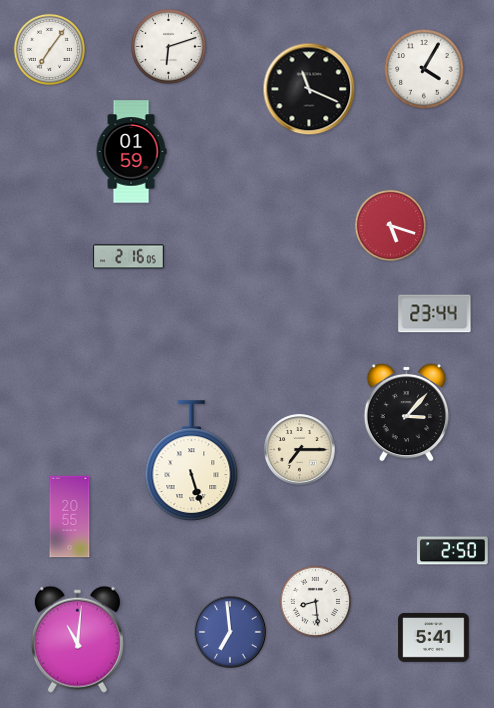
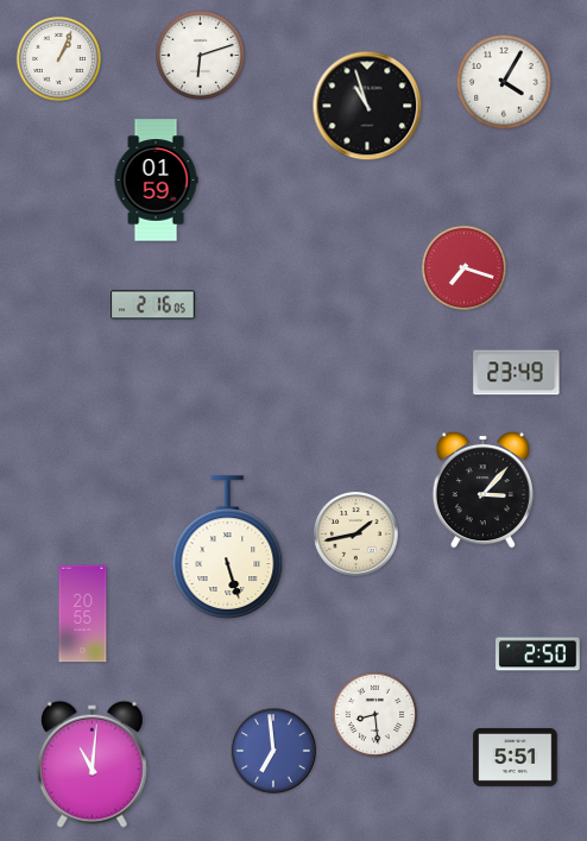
clock at (49, 49): 7:06 -> 1:04
clock at (309, 89): 11:19 -> 10:57
clock at (390, 225): 5:18 -> 7:18
clock at (435, 314): 23:44 -> 23:49
clock at (300, 450): 7:15 -> 1:43
clock at (434, 637): 5:41 -> 5:51
clock at (77, 639) position: (77, 639) -> (91, 764)
